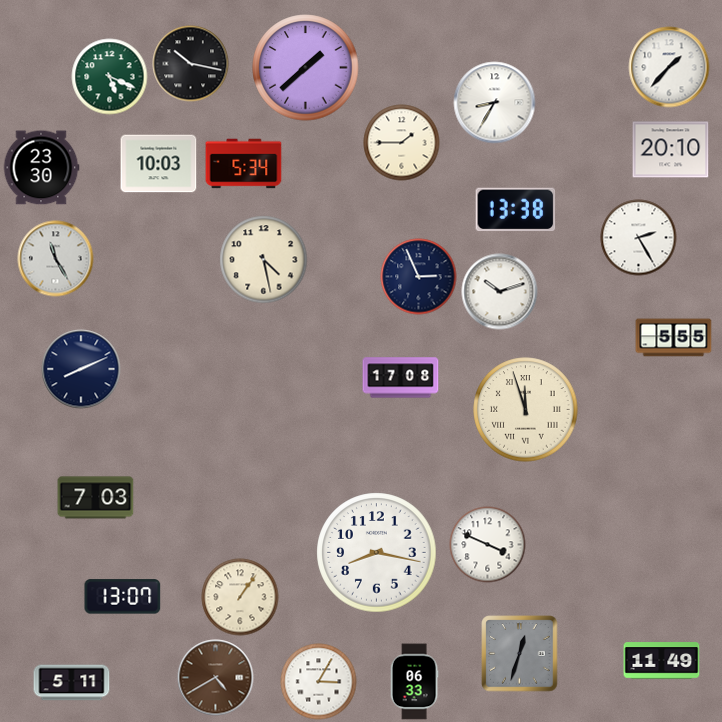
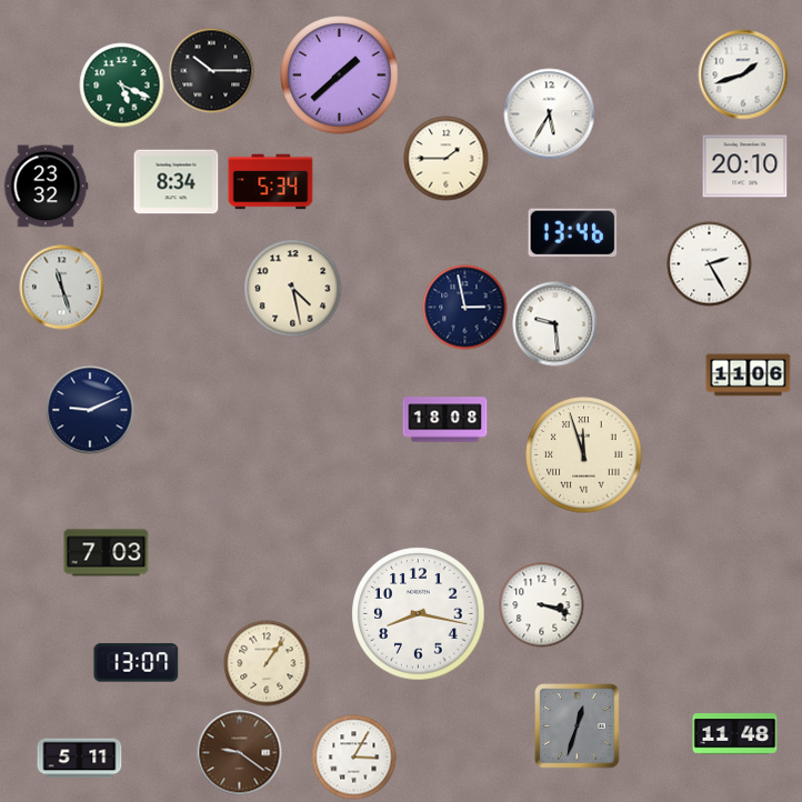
clock at (191, 64): 10:17 -> 10:15
clock at (669, 67): 1:37 -> 1:42
clock at (495, 103): 8:35 -> 5:35
clock at (159, 164): 10:03 -> 8:34
clock at (41, 168): 23:30 -> 23:32
clock at (516, 210): 13:38 -> 13:46
clock at (56, 259): 11:25 -> 11:27
clock at (419, 277): 2:56 -> 2:58
clock at (500, 292): 10:12 -> 9:29
clock at (674, 338): 5:55 -> 11:06
clock at (81, 369): 8:11 -> 9:11
clock at (401, 378): 17:08 -> 18:08
clock at (488, 545): 3:49 -> 3:18
clock at (662, 661): 11:49 -> 11:48
clock at (216, 678): 4:40 -> 9:21
clock at (414, 682): 06:33 -> none
